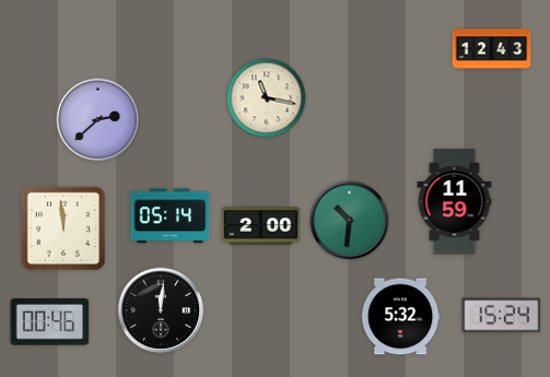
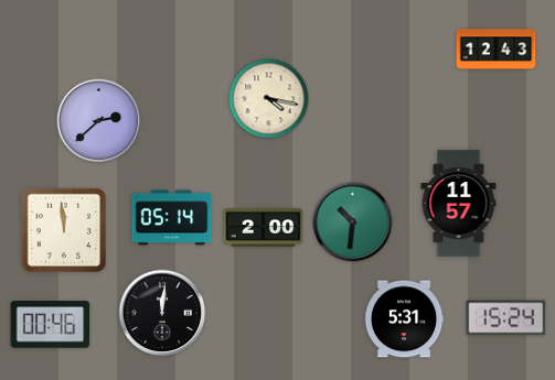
clock at (267, 98): 11:17 -> 4:17
clock at (455, 202): 11:59 -> 11:57
clock at (400, 317): 5:32 -> 5:31
